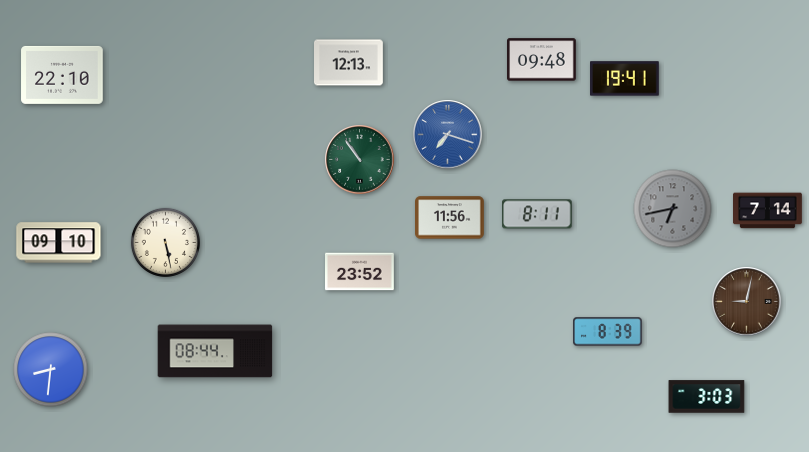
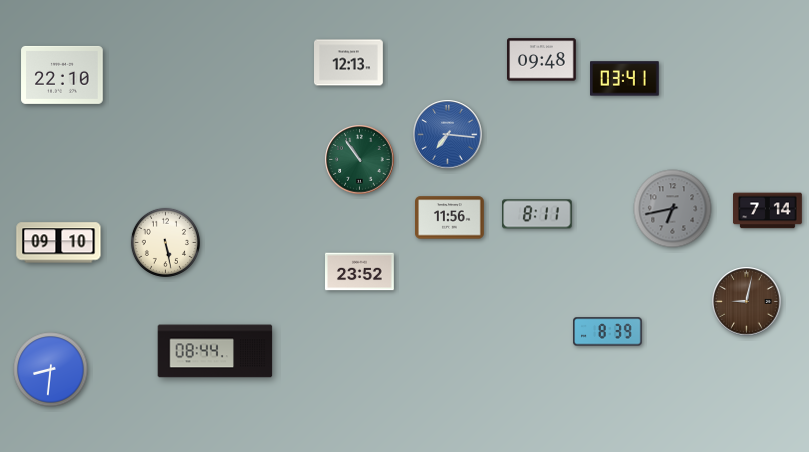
clock at (625, 79): 19:41 -> 03:41
clock at (448, 135): 7:18 -> 7:16
clock at (707, 397): 3:03 -> none
